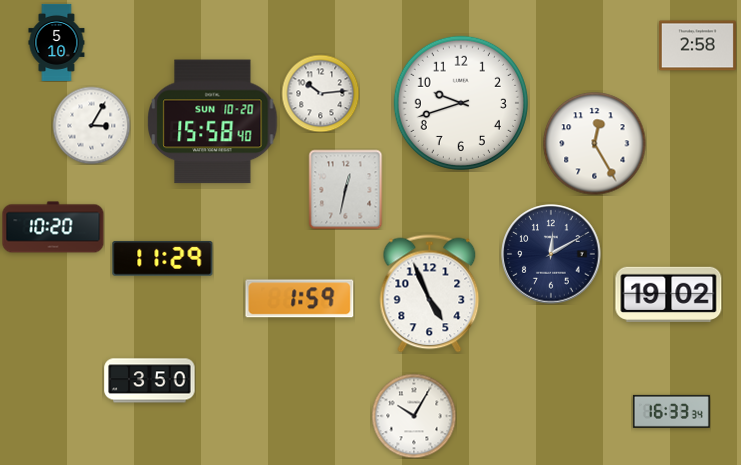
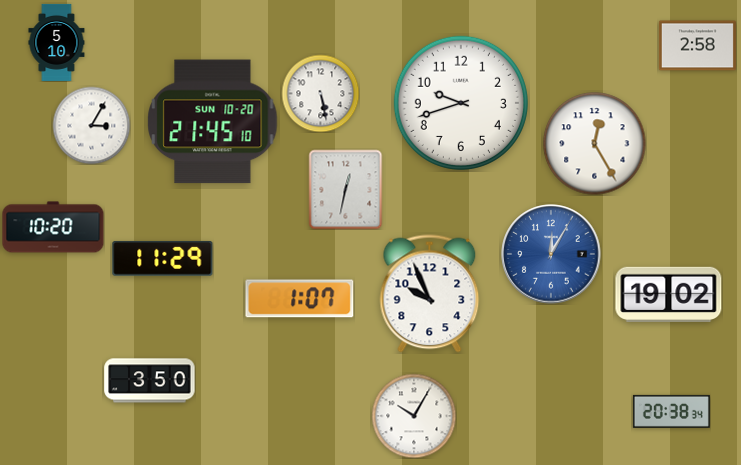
clock at (320, 93): 10:14 -> 5:28
clock at (213, 122): 15:58 -> 21:45
clock at (551, 254): 12:10 -> 12:05
clock at (551, 254) dial: navy -> blue
clock at (430, 294): 4:56 -> 9:56
clock at (300, 299): 1:59 -> 1:07
clock at (671, 411): 16:33 -> 20:38
